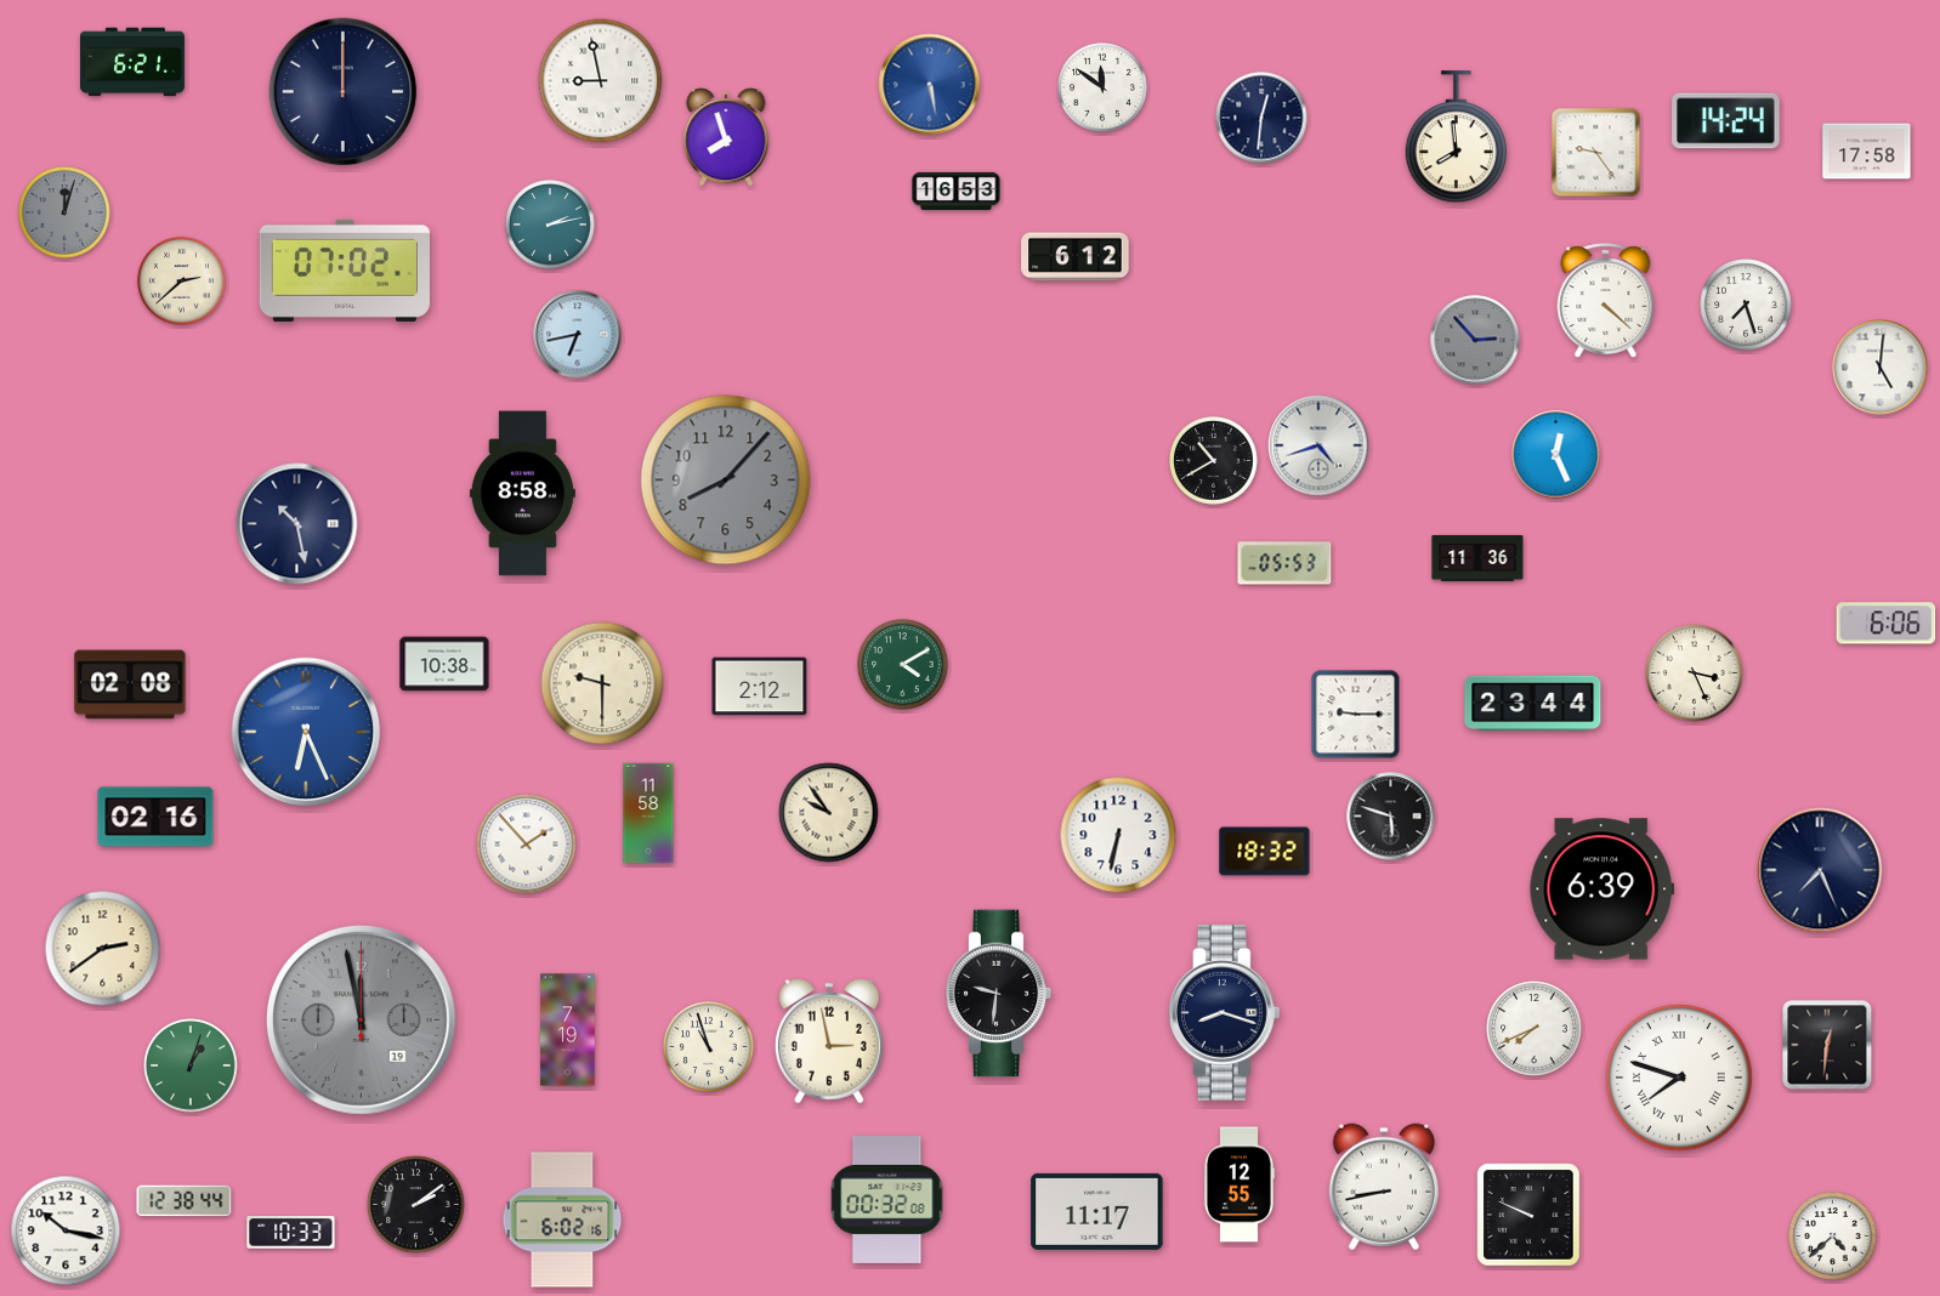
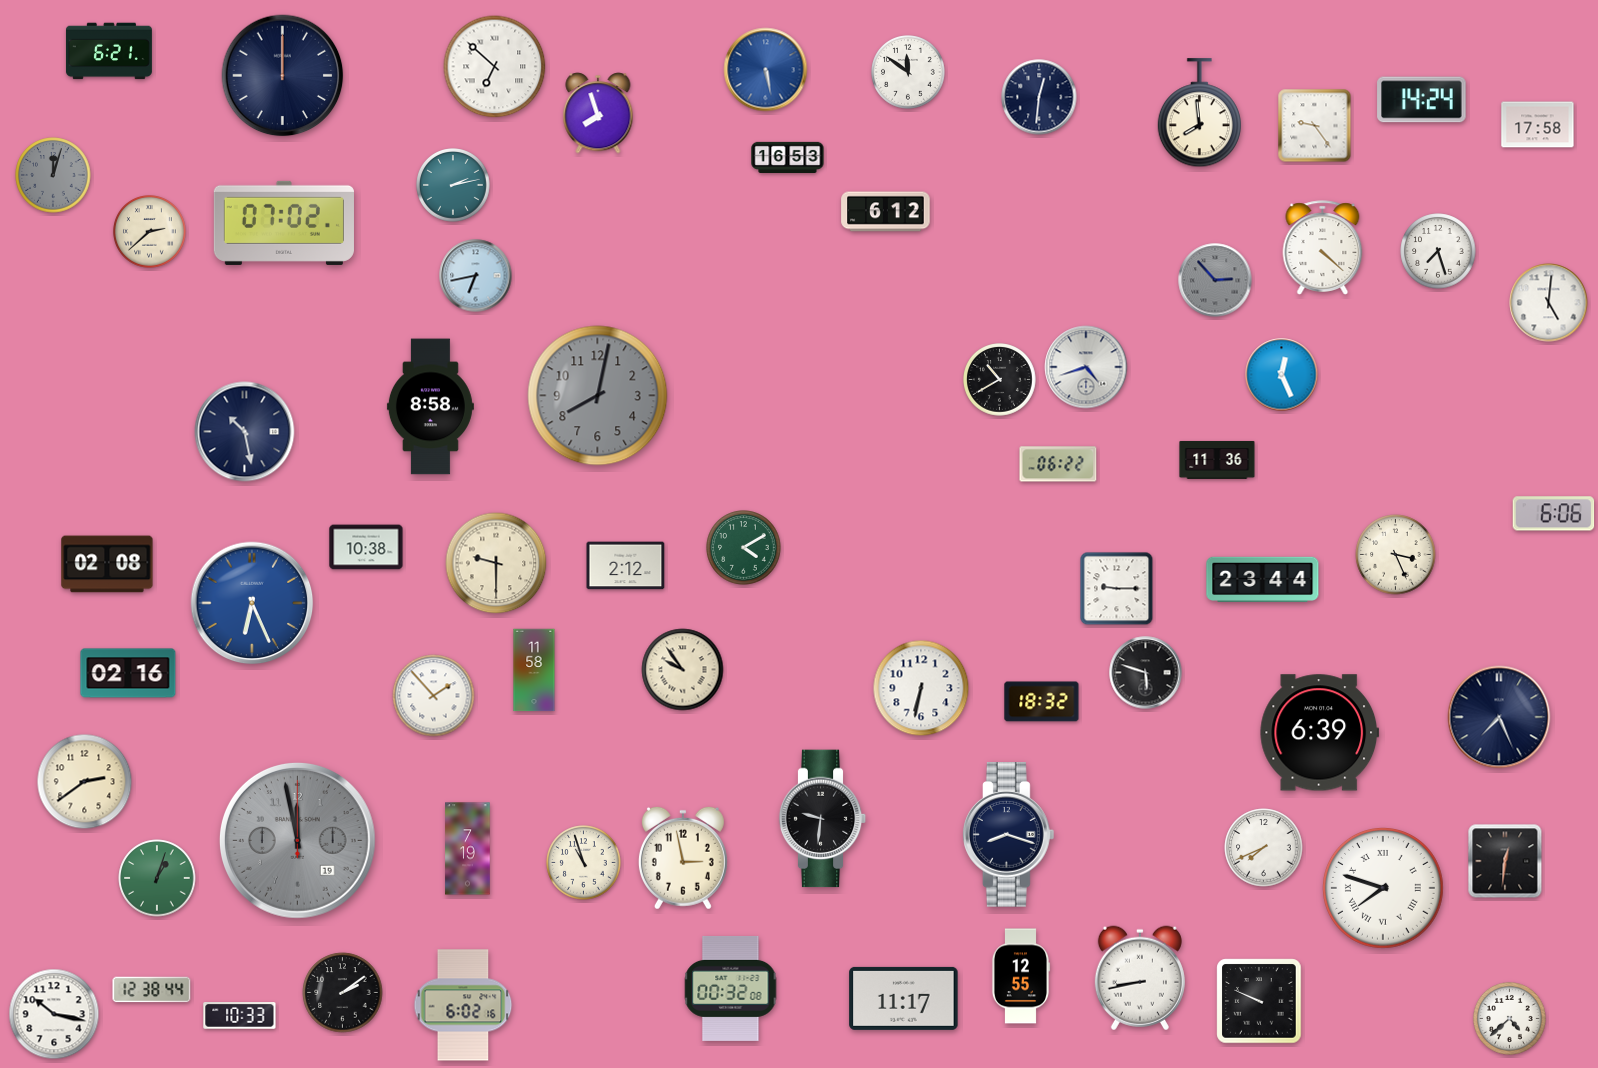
clock at (601, 81): 8:58 -> 6:52
clock at (726, 481): 8:07 -> 8:02
clock at (1284, 563): 05:53 -> 06:22
